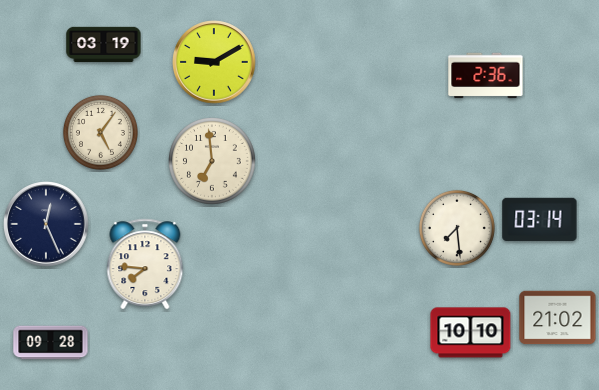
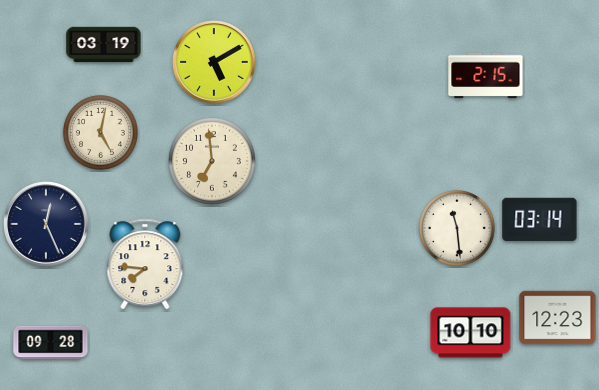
clock at (214, 62): 9:10 -> 5:10
clock at (486, 76): 2:36 -> 2:15
clock at (100, 132): 5:06 -> 5:02
clock at (457, 228): 7:29 -> 11:29
clock at (558, 318): 21:02 -> 12:23
